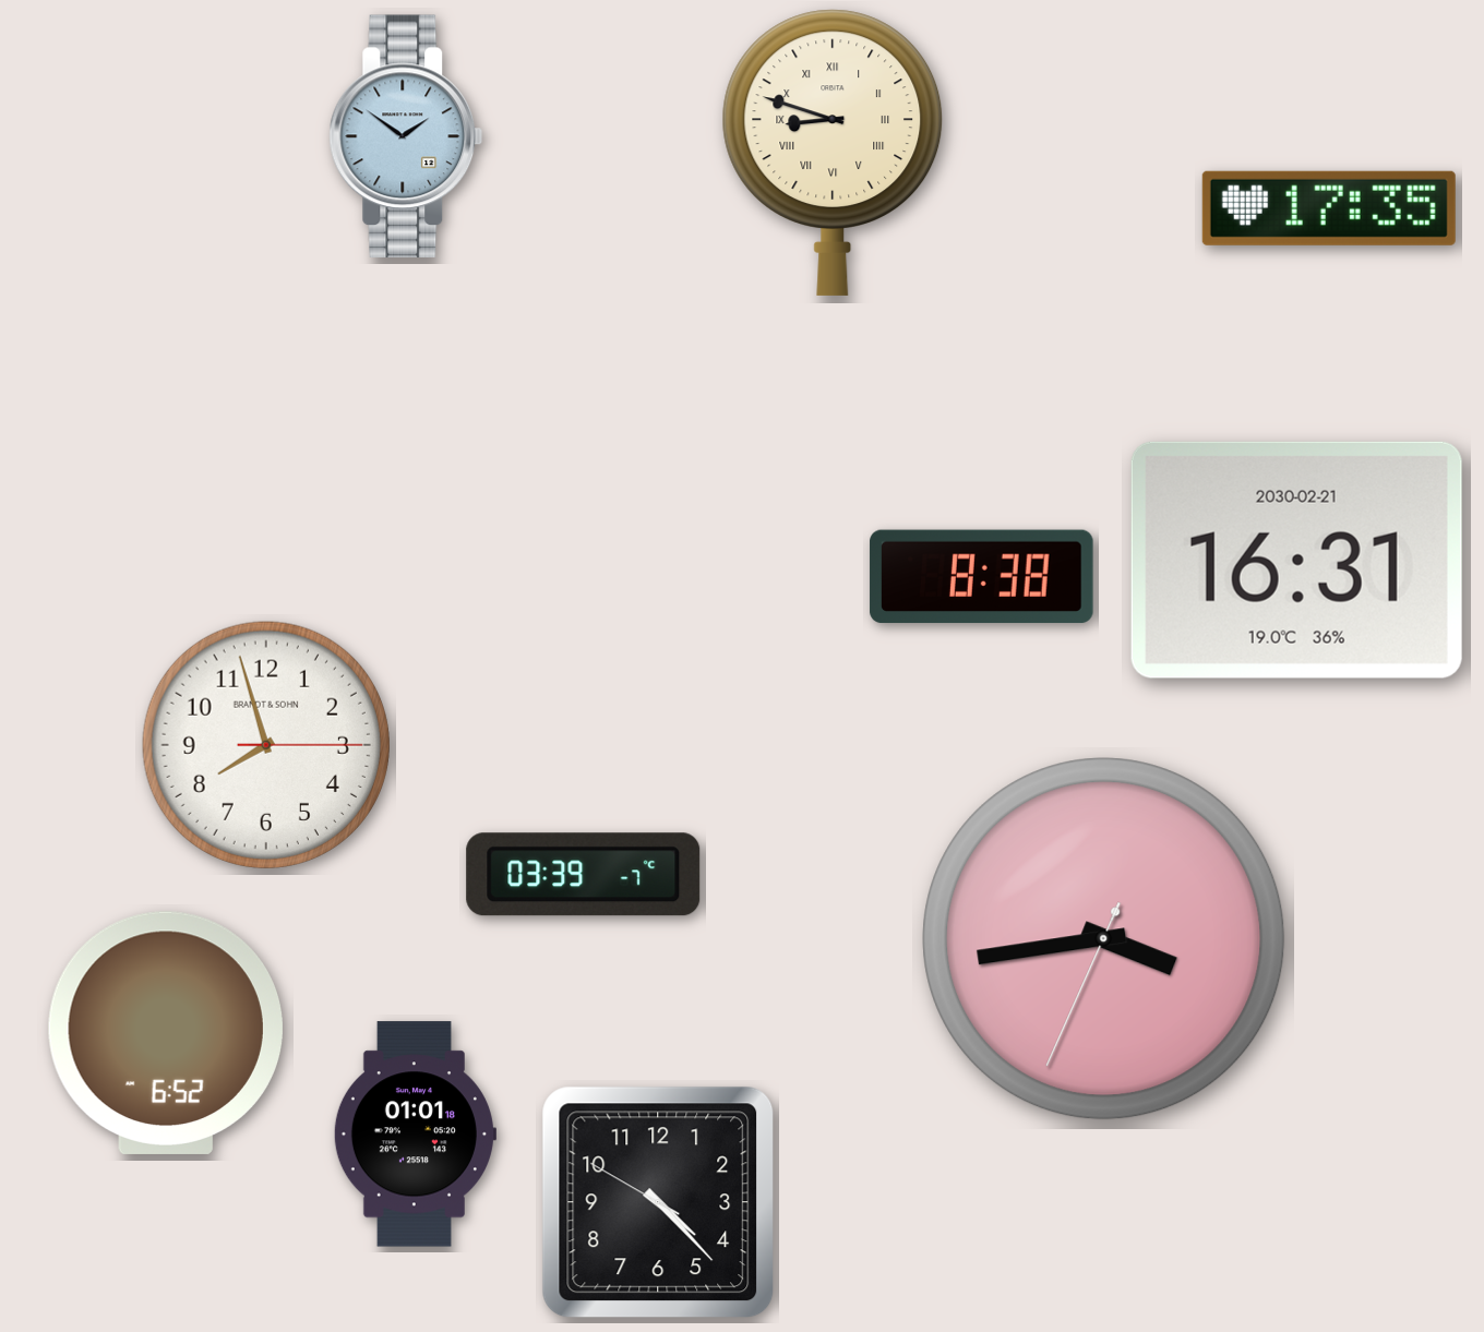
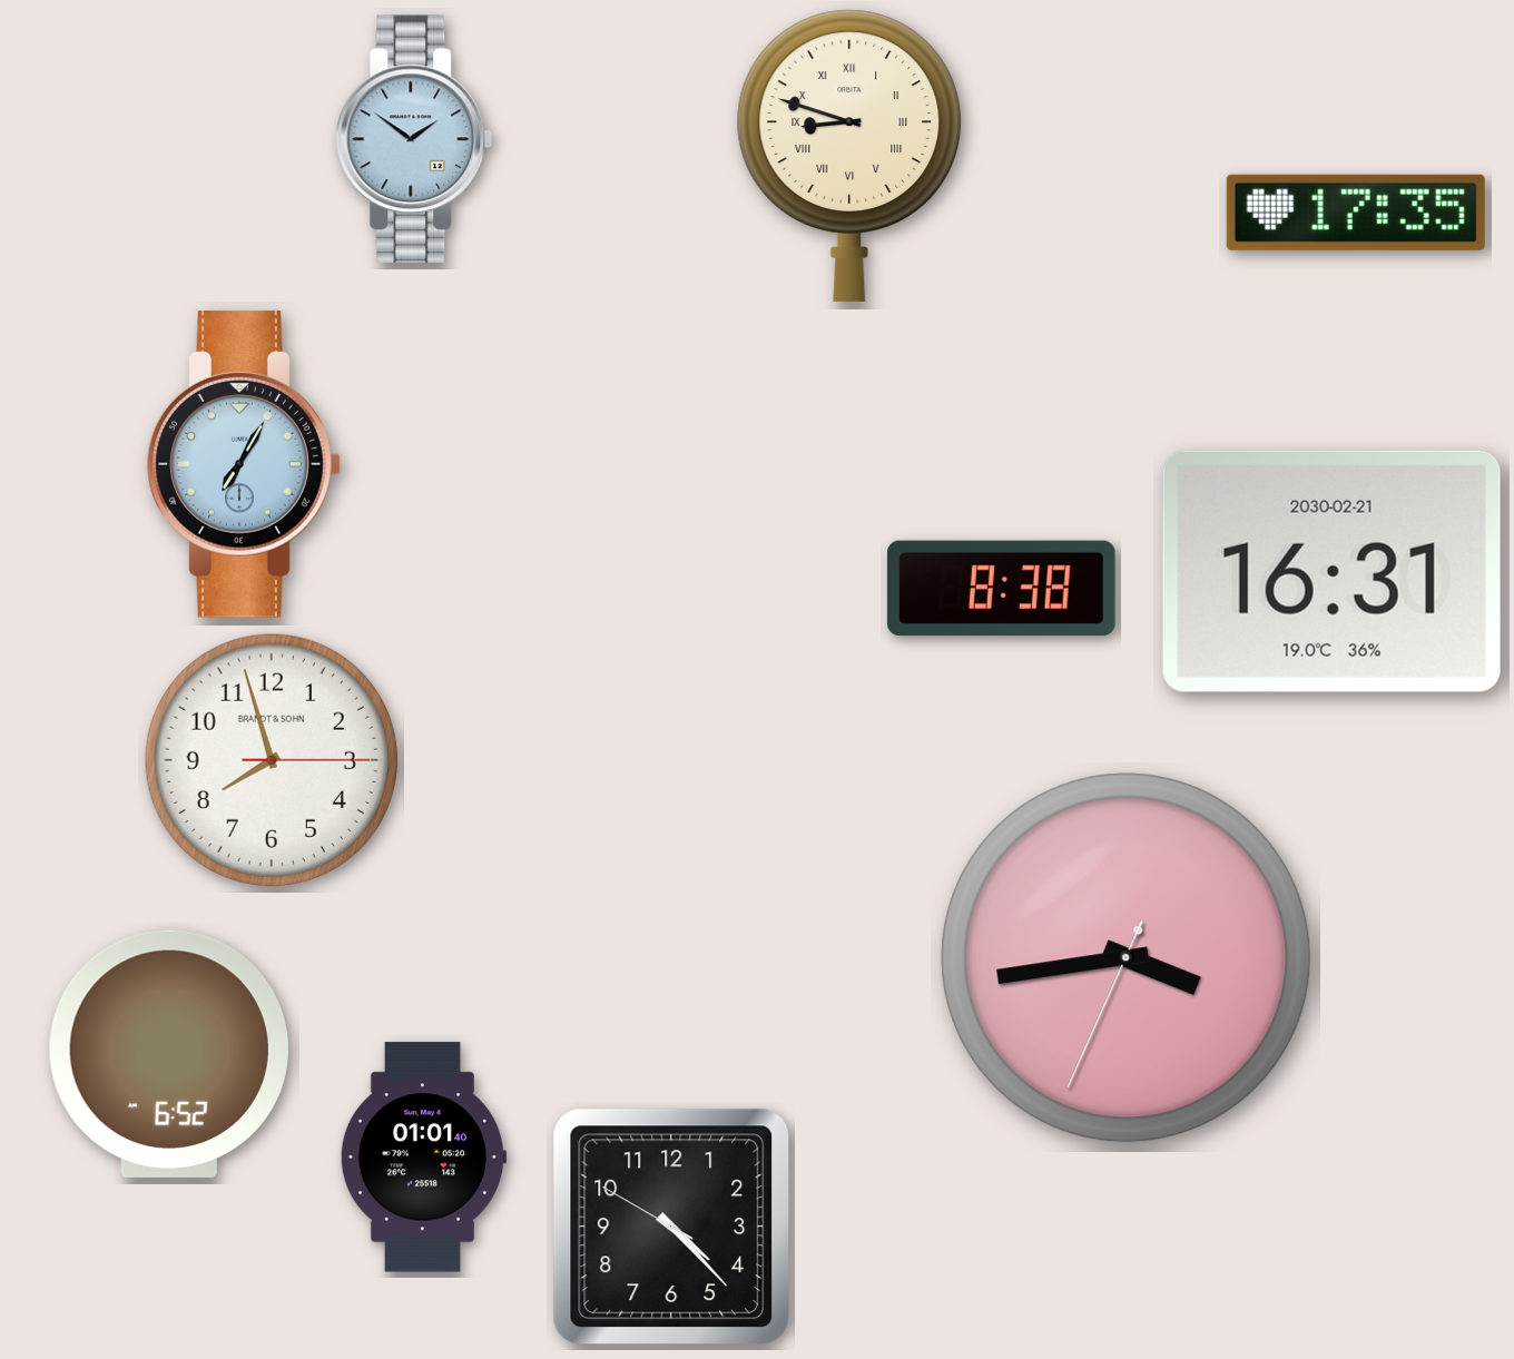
clock at (244, 464): none -> 7:05
clock at (1296, 560) position: (1296, 560) -> (1331, 571)
clock at (584, 875): 03:39 -> none
clock at (414, 1135): 01:01:18 -> 01:01:40
